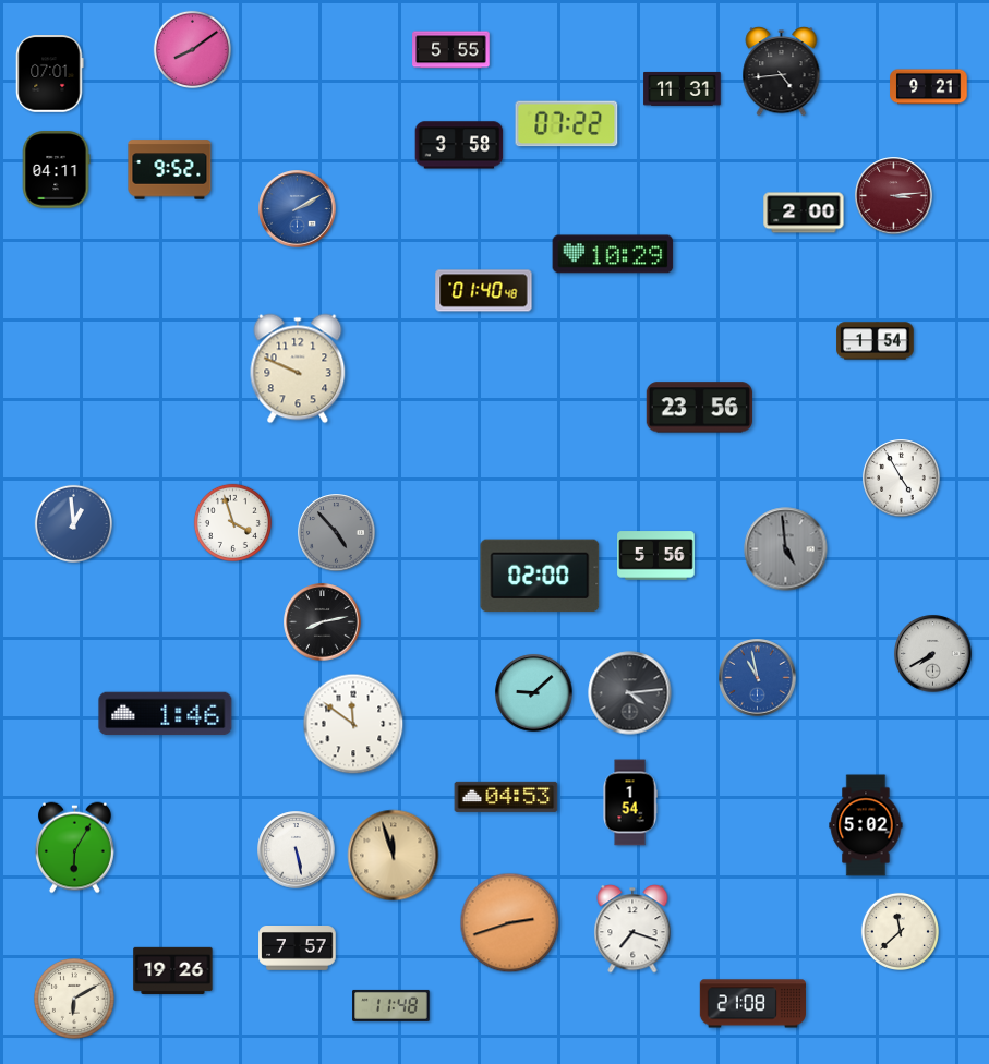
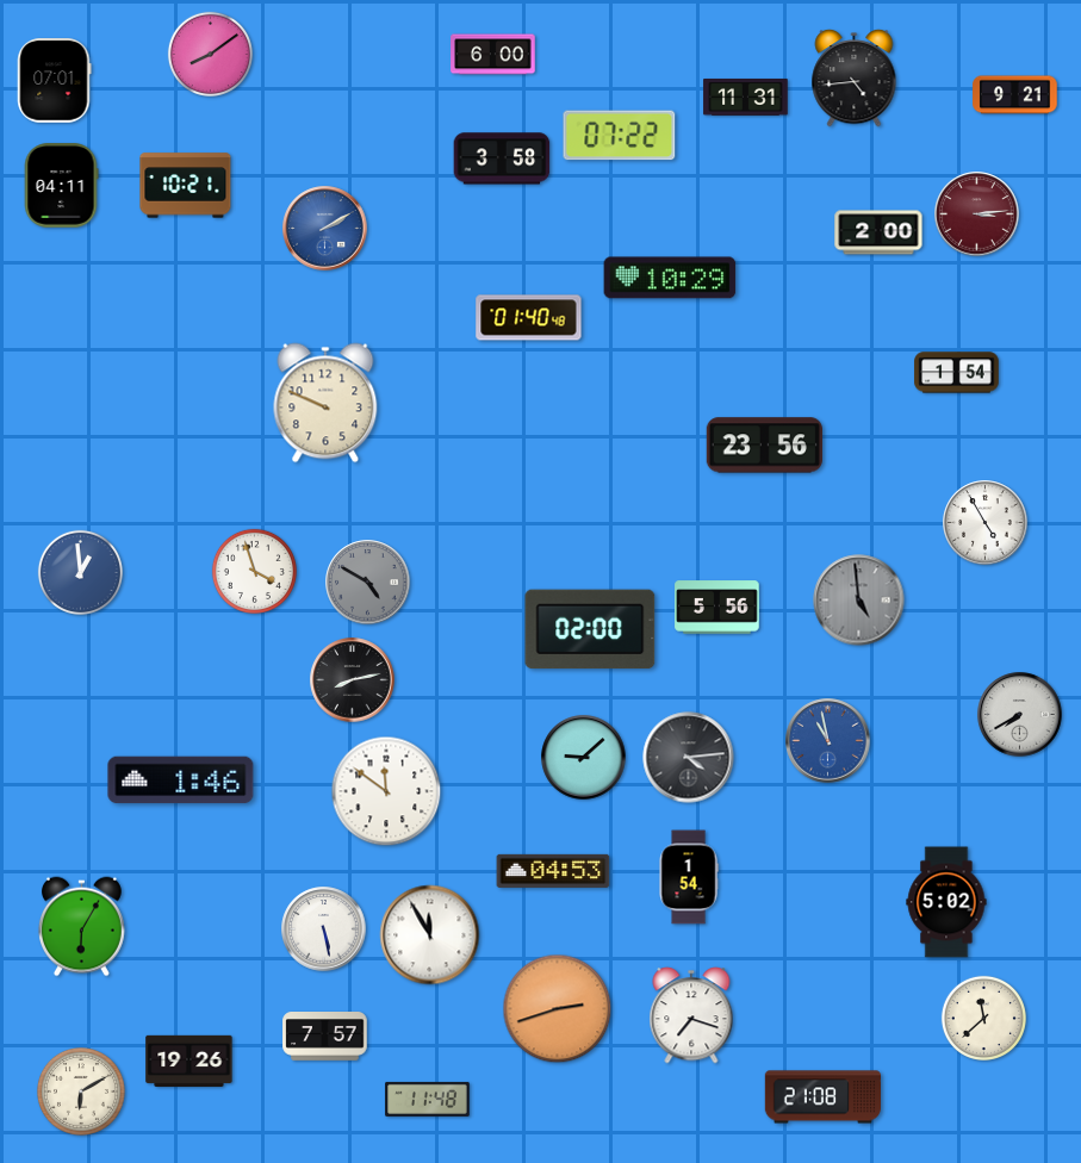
clock at (451, 50): 5:55 -> 6:00
clock at (170, 170): 9:52 -> 10:21
clock at (337, 533): 4:53 -> 4:50
clock at (394, 856): 11:57 -> 11:55
clock at (394, 856) dial: champagne -> white
